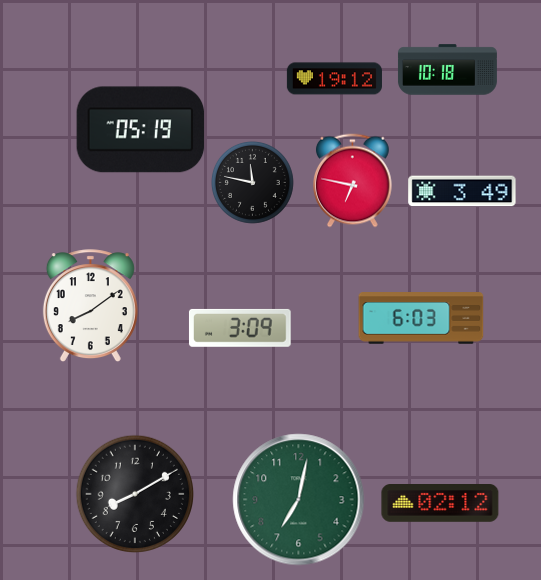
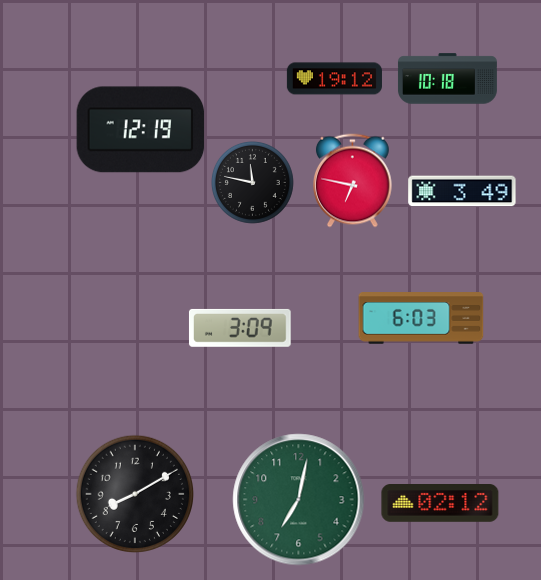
clock at (447, 70) position: (447, 70) -> (447, 79)
clock at (141, 130): 05:19 -> 12:19
clock at (90, 306): 8:09 -> none
